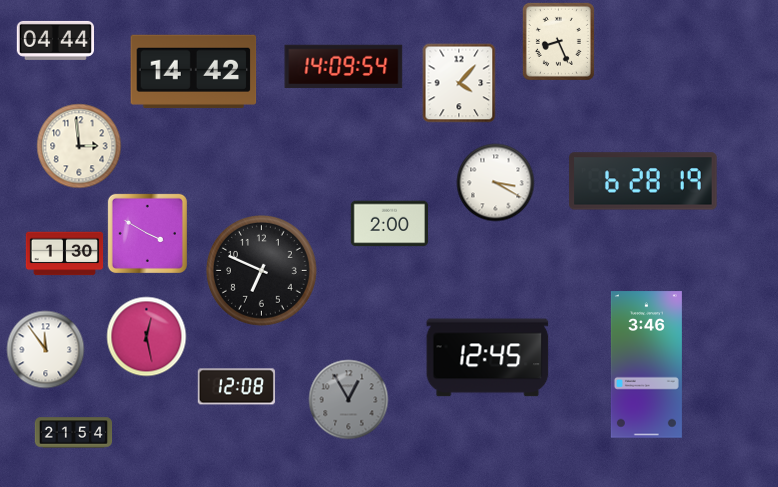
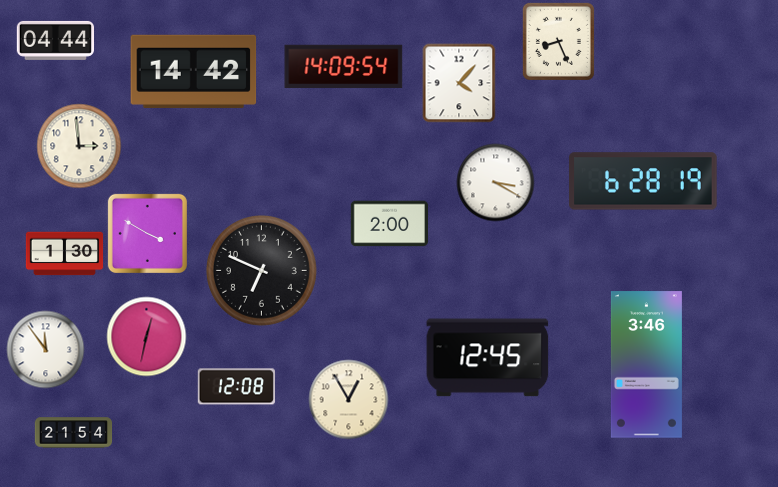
clock at (146, 336): 12:28 -> 12:32
clock at (348, 399) dial: grey -> cream
